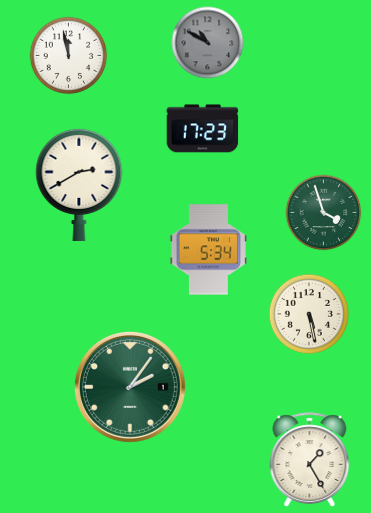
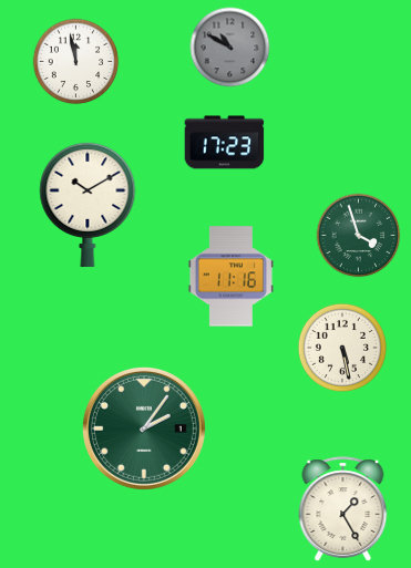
clock at (79, 184): 2:40 -> 10:10
clock at (208, 250): 5:34 -> 11:16
